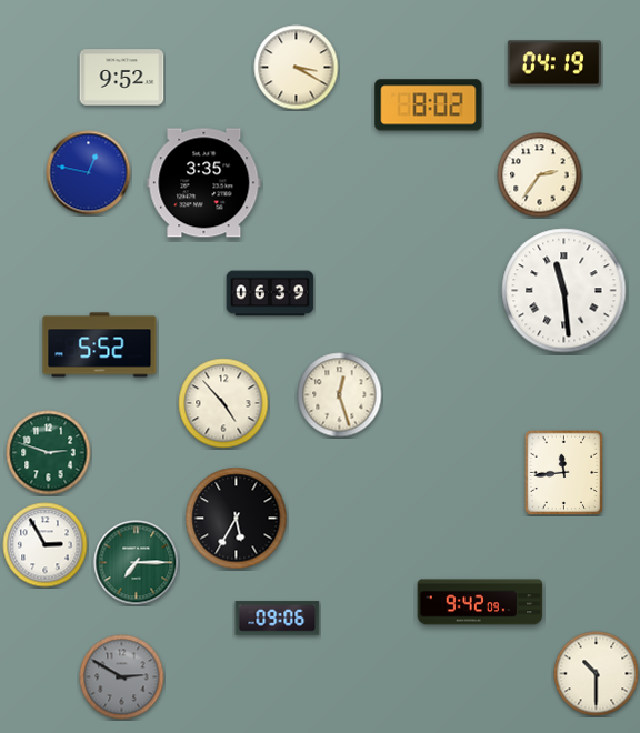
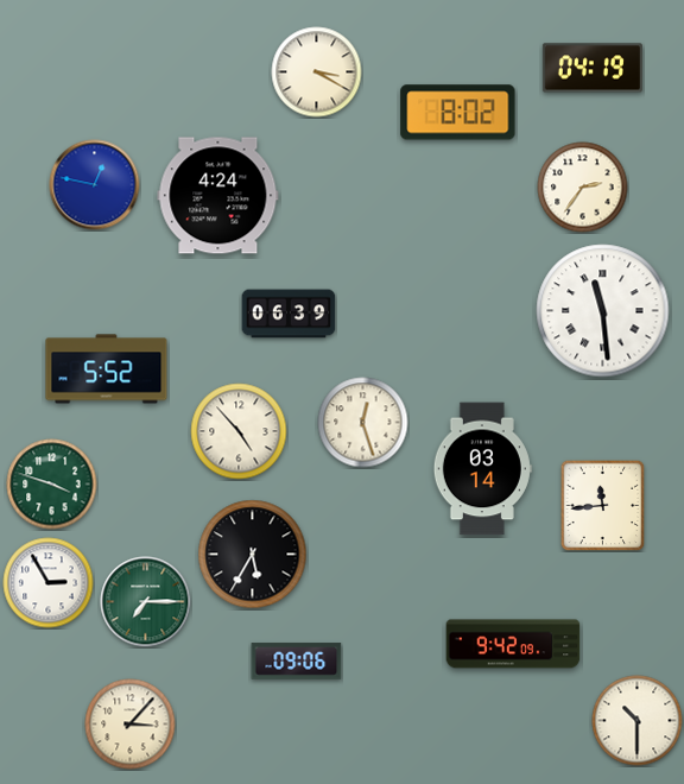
clock at (122, 78): 9:52 -> none
clock at (540, 175) position: (540, 175) -> (583, 188)
clock at (204, 183): 3:35 -> 4:24
clock at (482, 469): none -> 03:14
clock at (49, 453): 2:48 -> 3:48
clock at (122, 677): 2:50 -> 3:07
clock at (122, 677) dial: grey -> cream
